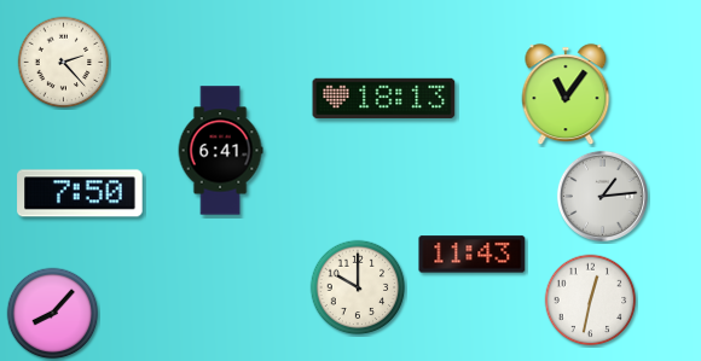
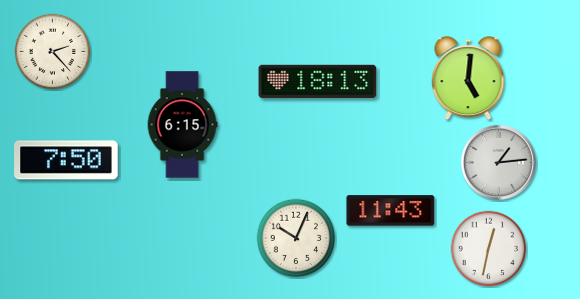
clock at (566, 95): 11:06 -> 5:01
clock at (220, 151): 6:41 -> 6:15
clock at (358, 287): 10:00 -> 10:04
clock at (53, 314): 8:07 -> none
